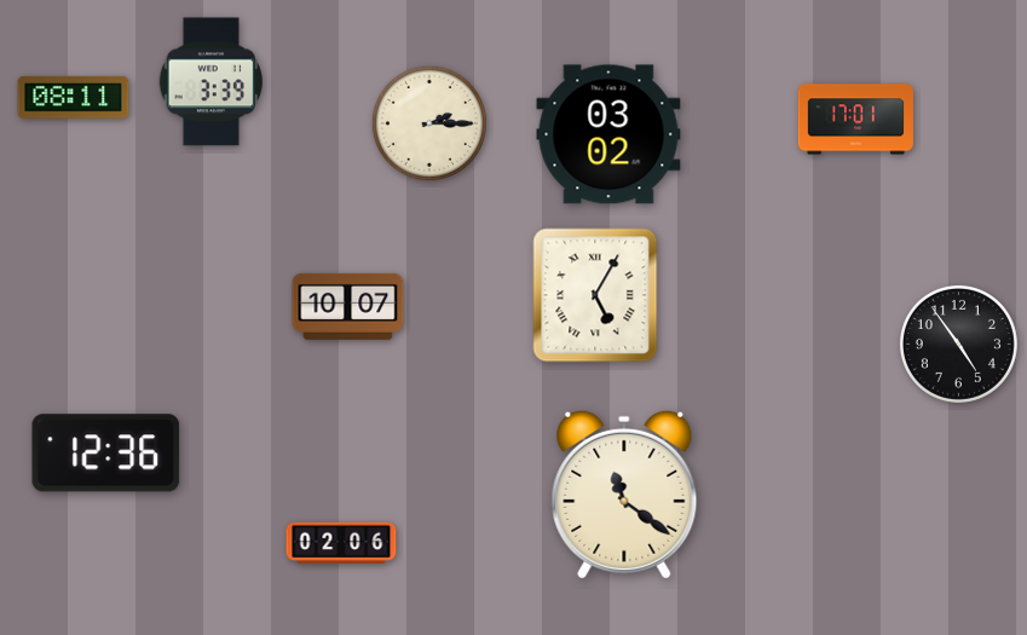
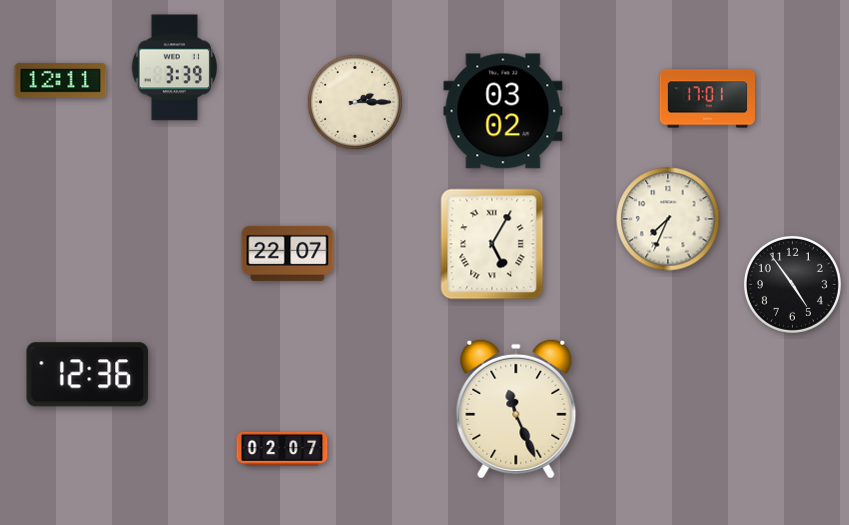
clock at (74, 97): 08:11 -> 12:11
clock at (668, 219): none -> 7:34
clock at (348, 306): 10:07 -> 22:07
clock at (624, 495): 11:21 -> 11:26
clock at (341, 543): 02:06 -> 02:07
